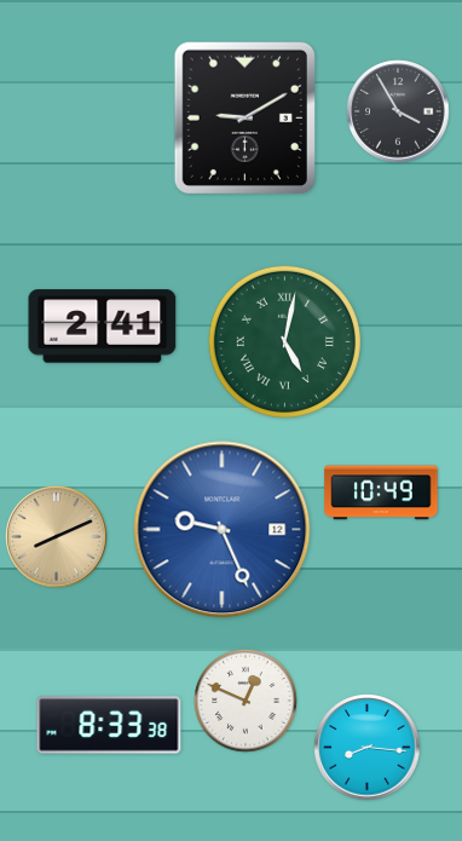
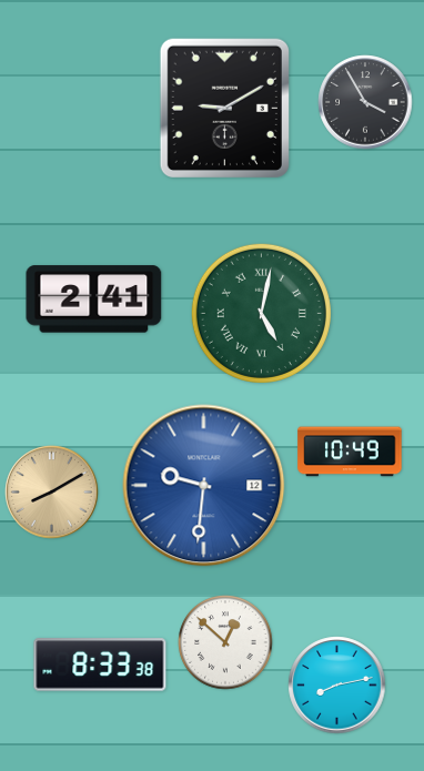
clock at (223, 530): 9:26 -> 9:31
clock at (57, 537): 8:11 -> 8:10
clock at (246, 701): 12:49 -> 12:52
clock at (368, 748): 8:16 -> 8:13
